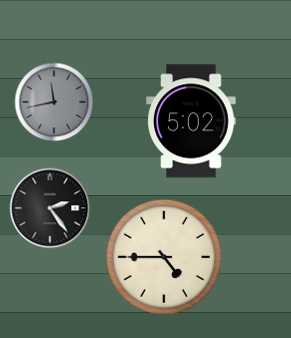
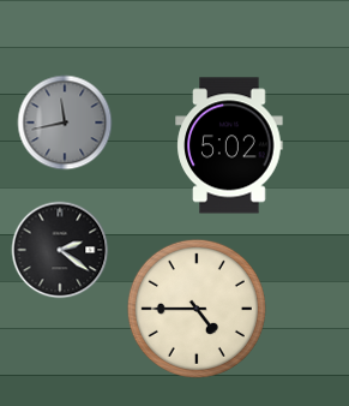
clock at (50, 208): 2:24 -> 2:21
